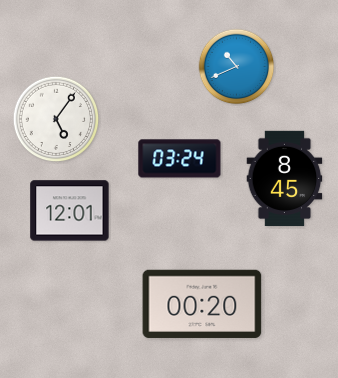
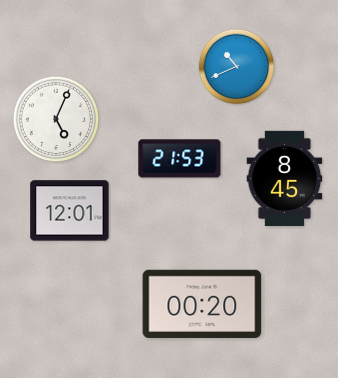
clock at (56, 119): 5:06 -> 5:04
clock at (180, 159): 03:24 -> 21:53
